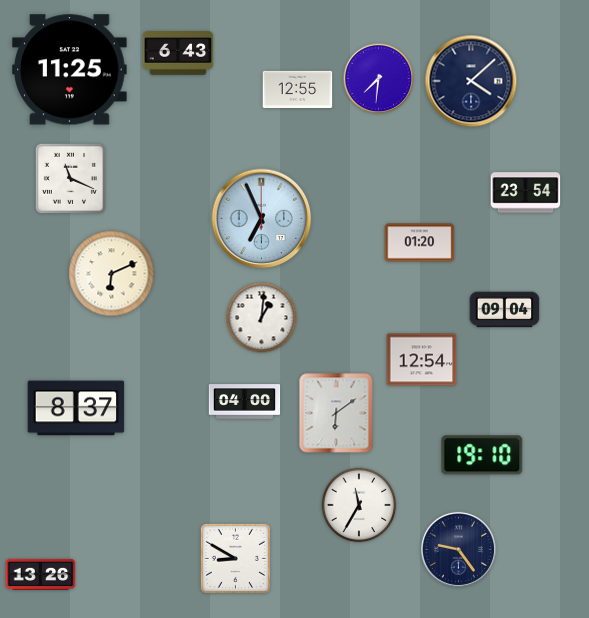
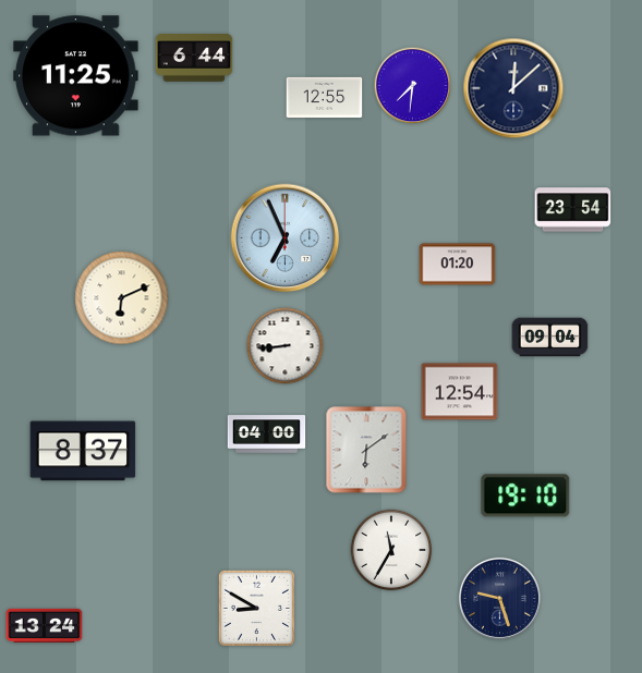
clock at (178, 54): 6:43 -> 6:44
clock at (471, 81): 4:08 -> 12:08
clock at (70, 178): 11:19 -> none
clock at (262, 318): 1:01 -> 8:44
clock at (245, 402) position: (245, 402) -> (267, 435)
clock at (76, 408) position: (76, 408) -> (83, 451)
clock at (458, 549): 9:24 -> 9:27
clock at (41, 574): 13:26 -> 13:24
